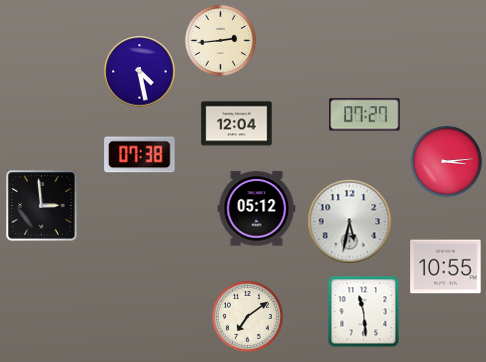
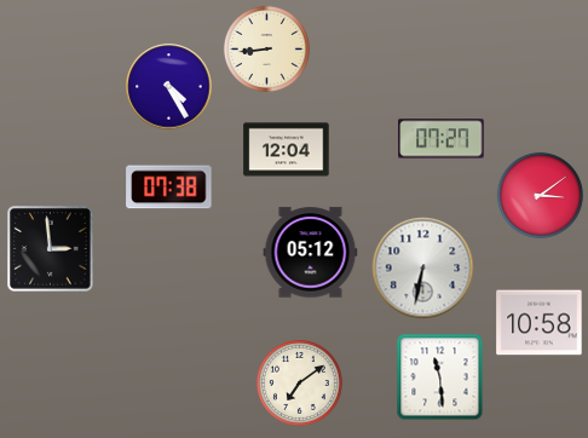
clock at (220, 40): 2:44 -> 8:44
clock at (140, 72): 4:28 -> 4:25
clock at (446, 161): 3:14 -> 3:09
clock at (350, 222): 5:32 -> 6:32
clock at (446, 267): 10:55 -> 10:58
